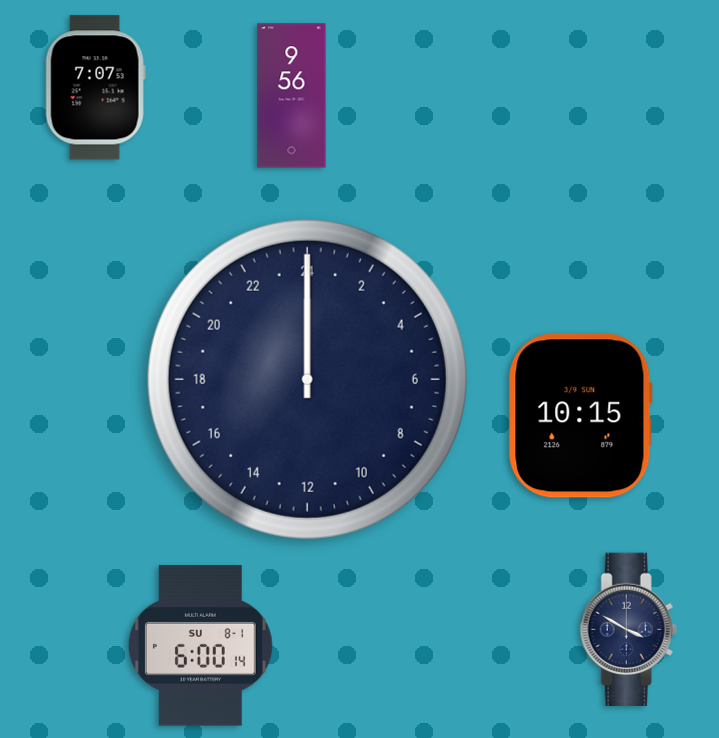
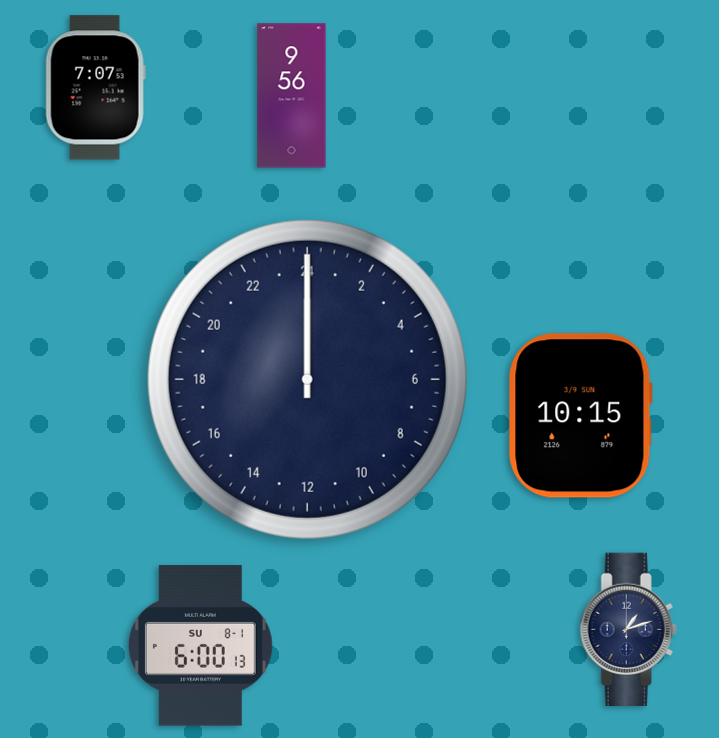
clock at (628, 629): 3:50 -> 1:12
clock at (200, 646): 6:00:14 -> 6:00:13
